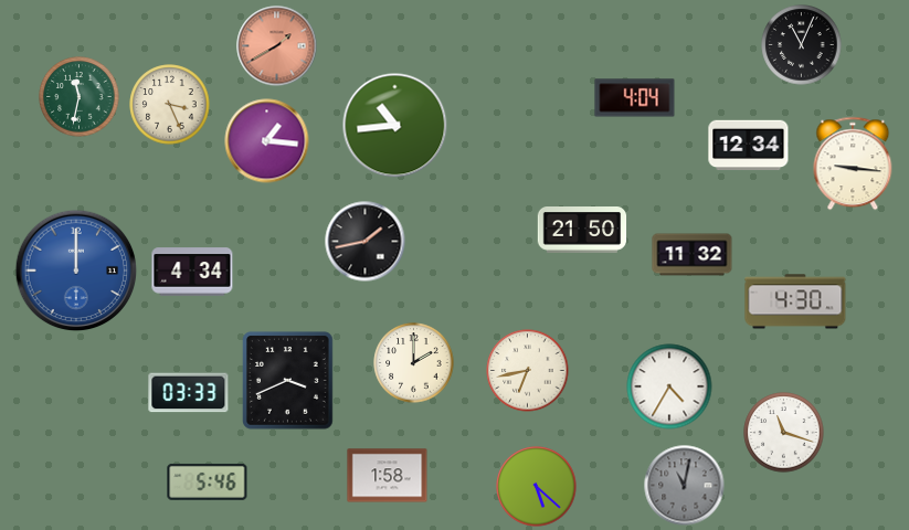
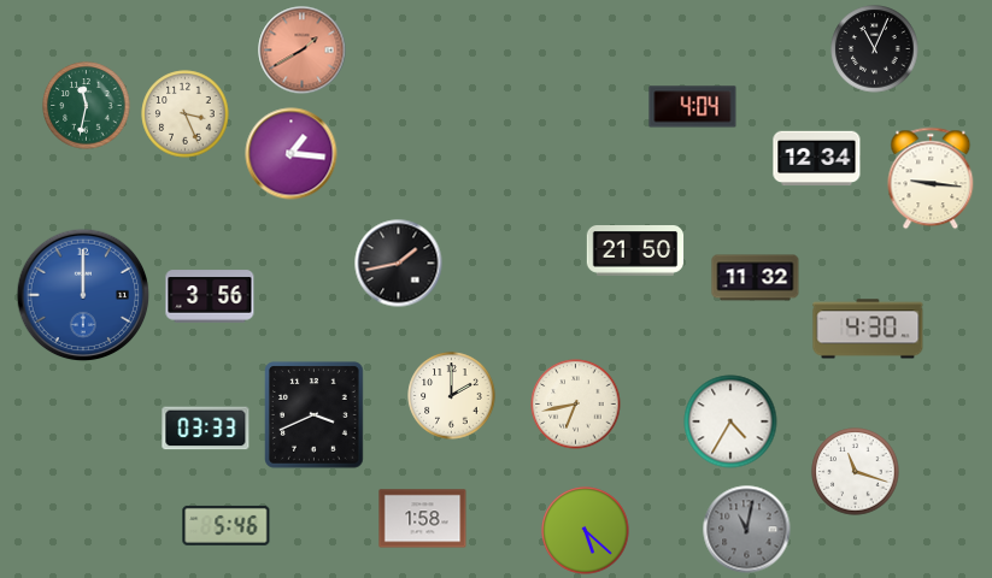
clock at (395, 126): 10:44 -> none
clock at (192, 272): 4:34 -> 3:56
